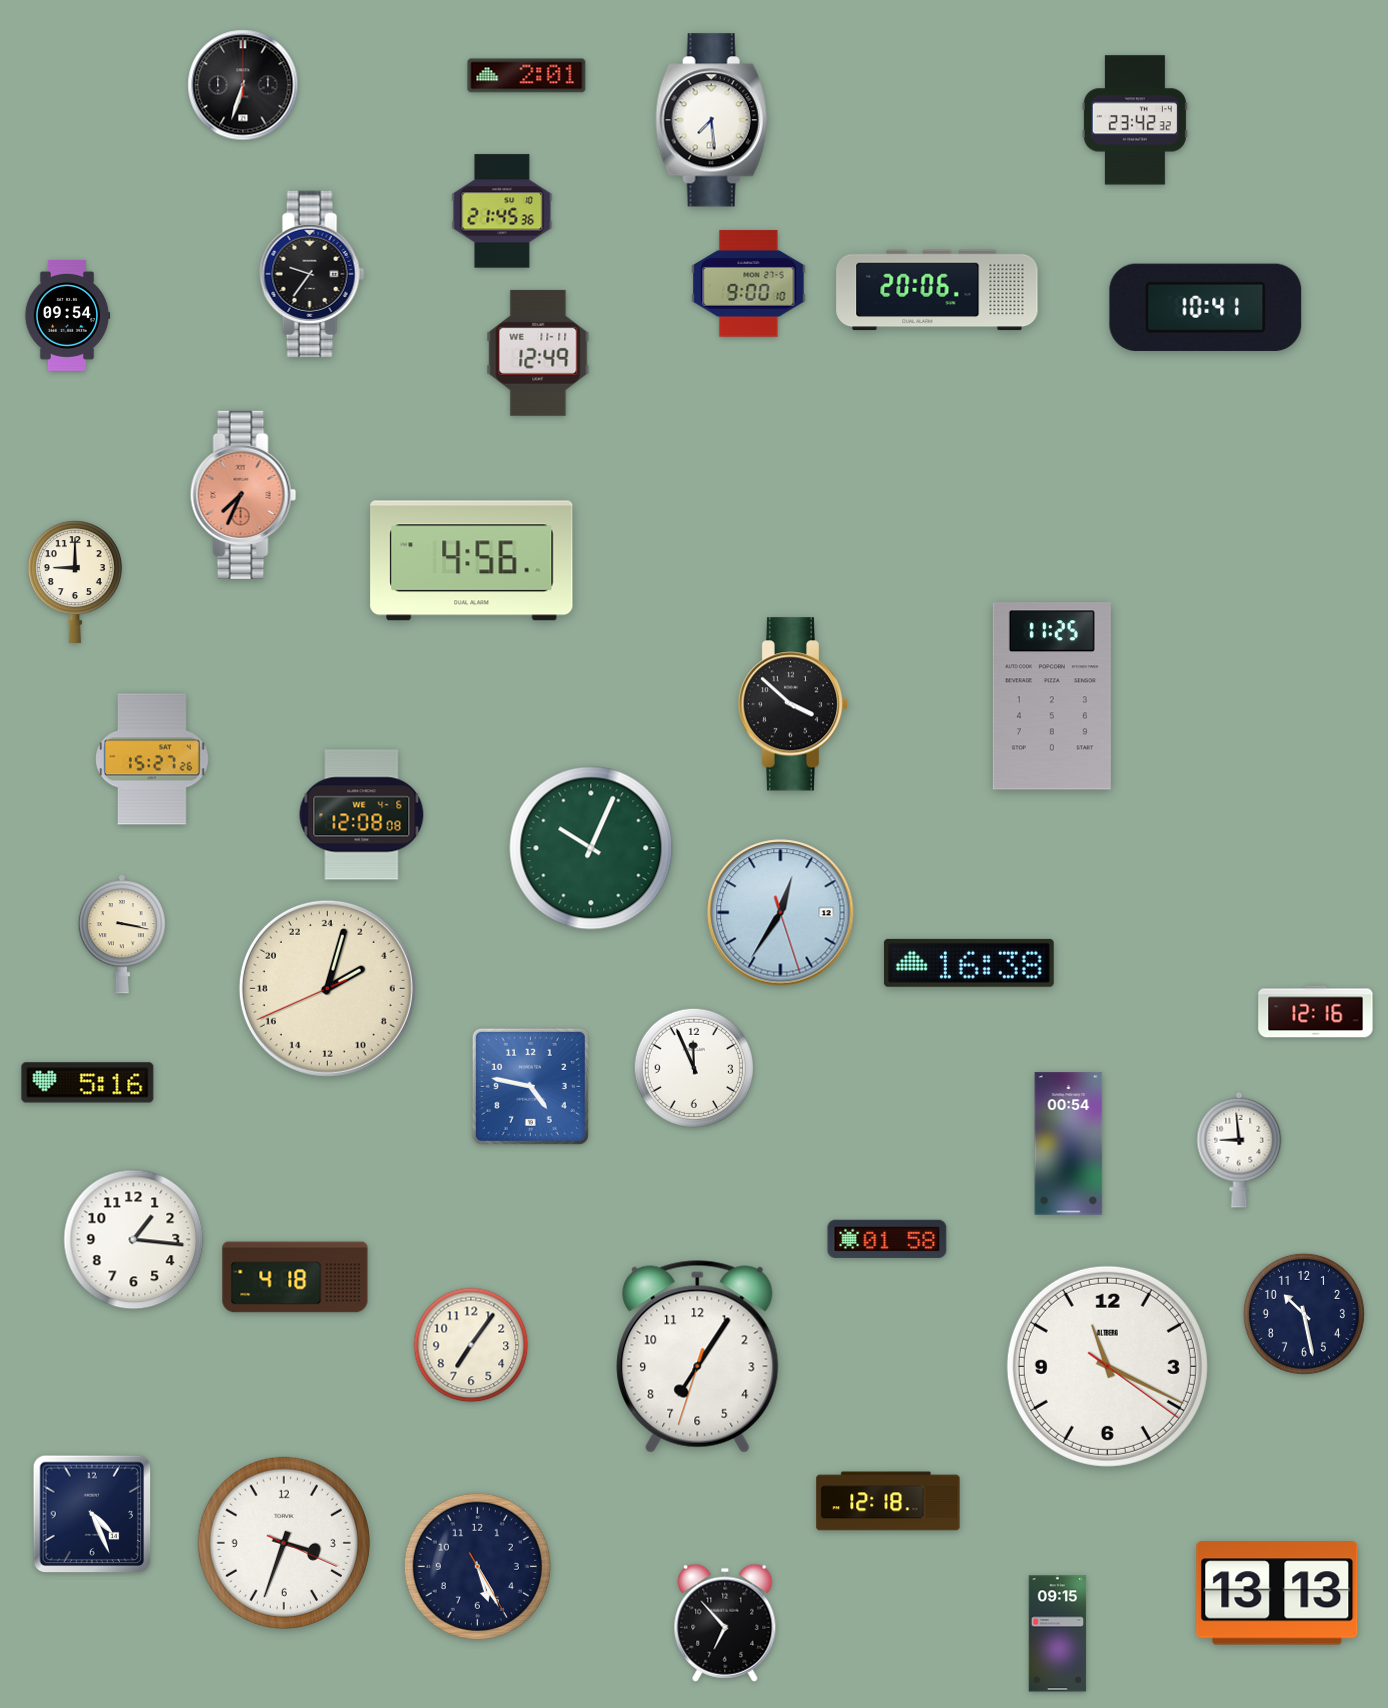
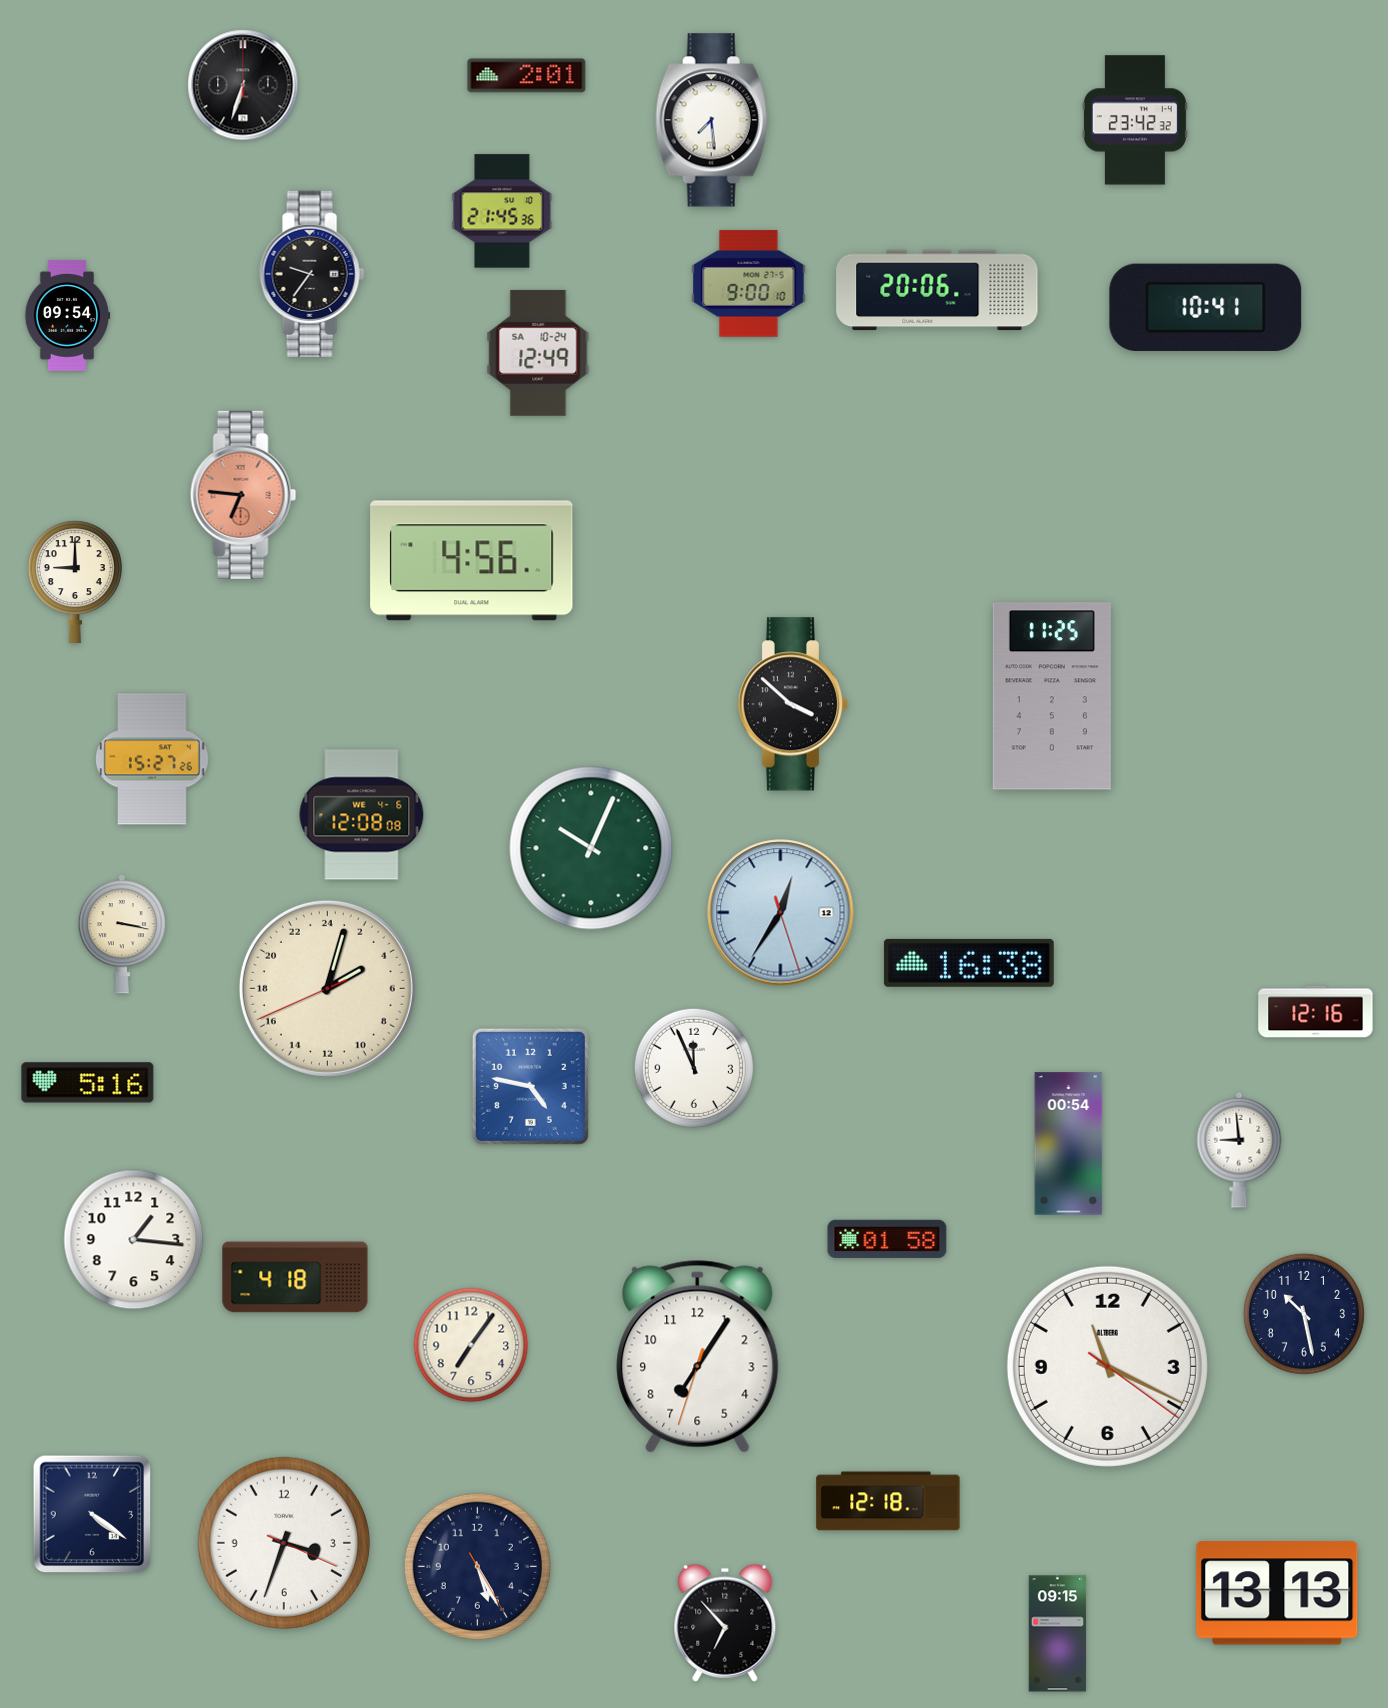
clock at (538, 353) date: WE 11-11 -> SA 10-24
clock at (243, 495): 7:34 -> 6:46
clock at (92, 1514): 4:26 -> 4:21
